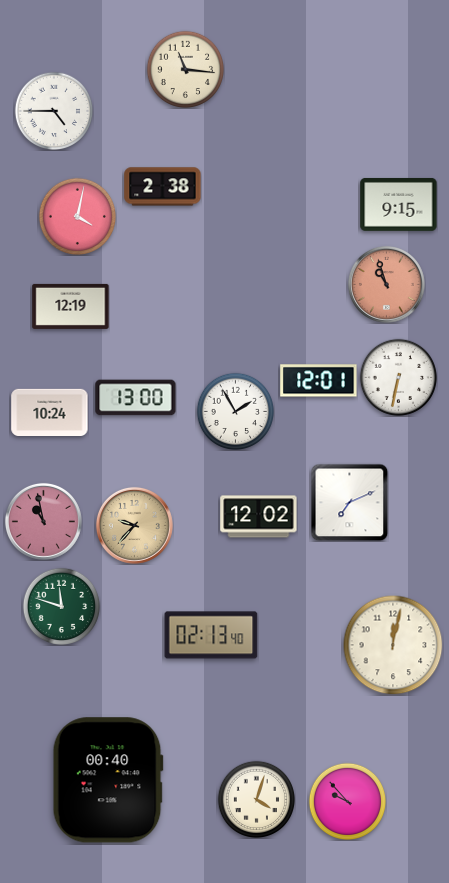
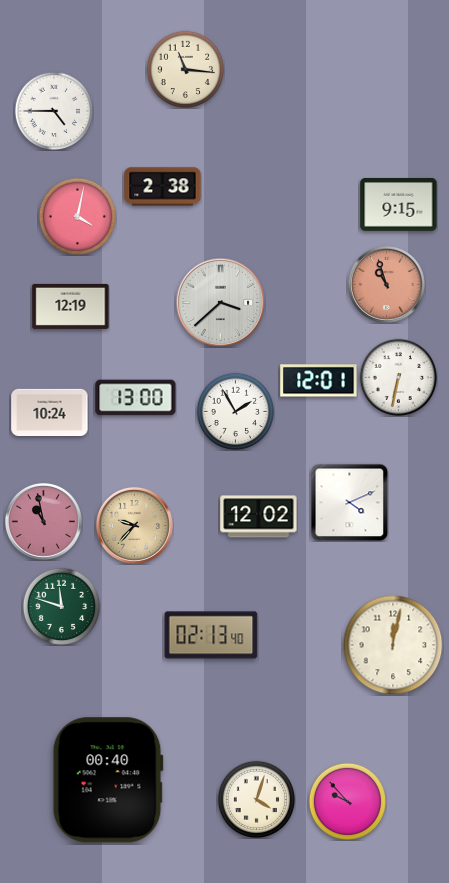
clock at (220, 302): none -> 3:38
clock at (349, 502): 7:11 -> 4:11
